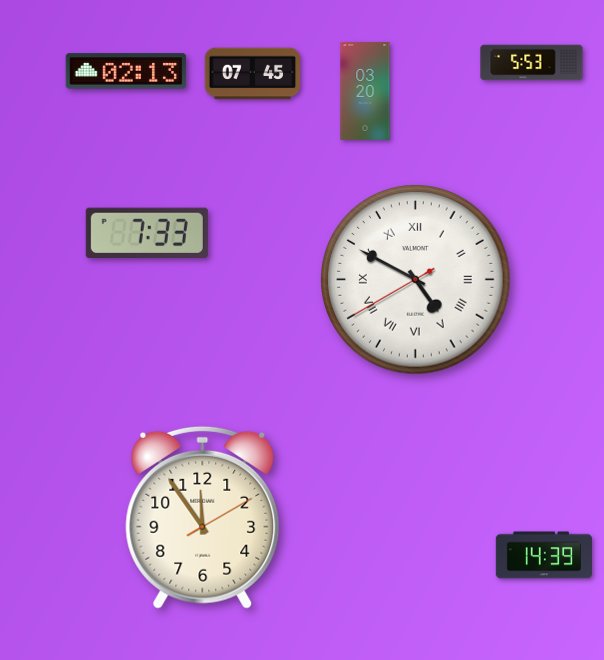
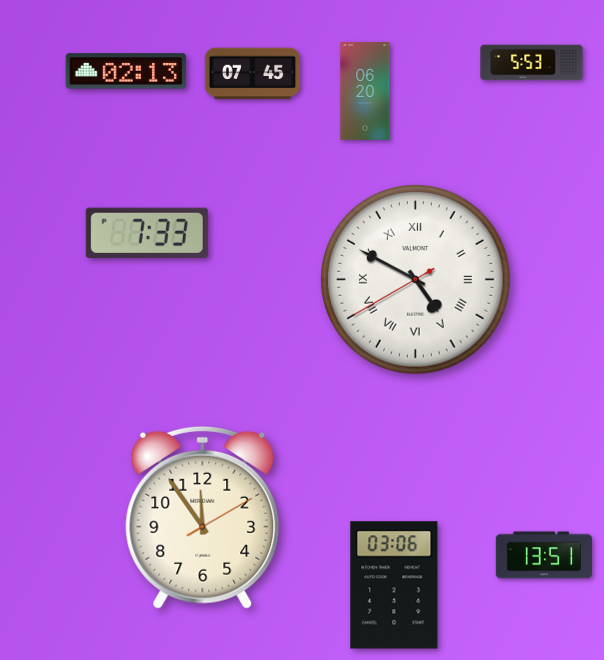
clock at (365, 92): 03:20 -> 06:20
clock at (544, 555): 14:39 -> 13:51
clock at (394, 585): none -> 03:06
